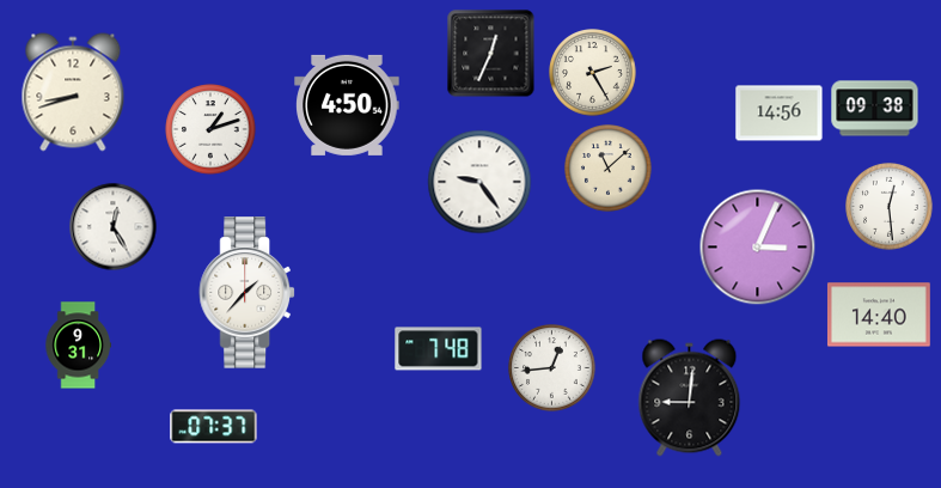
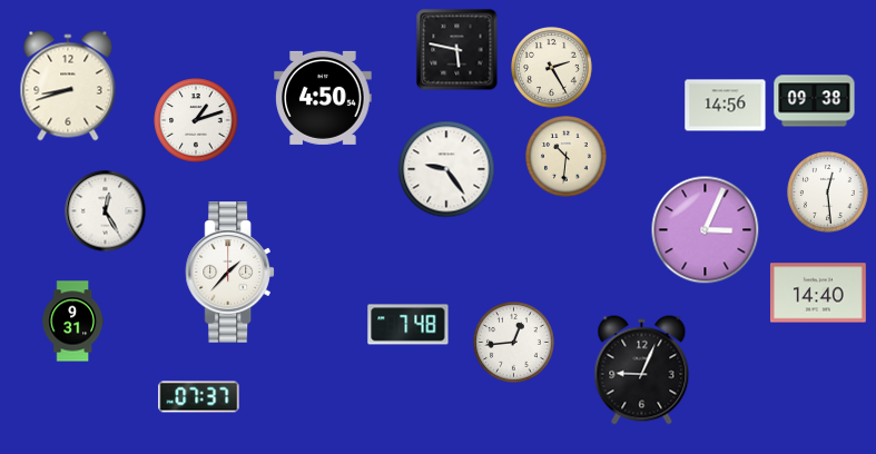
clock at (491, 54): 12:34 -> 5:47
clock at (609, 169): 11:08 -> 10:31
clock at (690, 398): 9:01 -> 9:04
